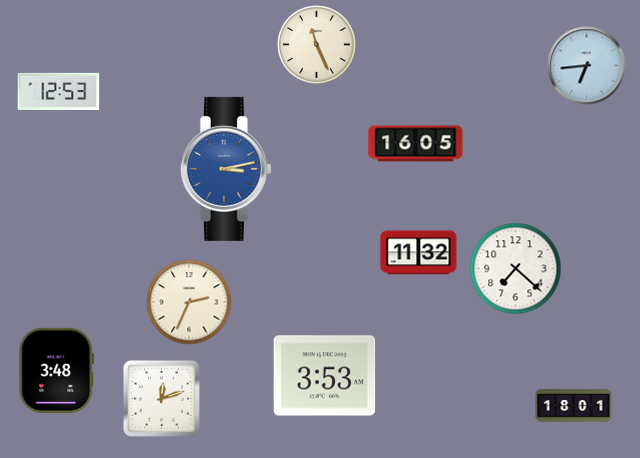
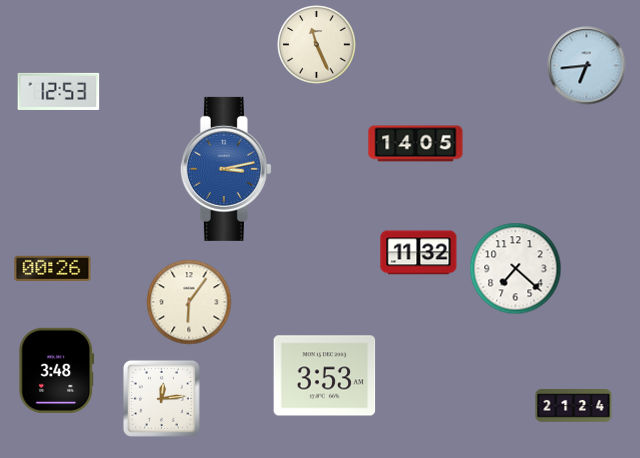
clock at (416, 144): 16:05 -> 14:05
clock at (53, 268): none -> 00:26
clock at (189, 302): 2:34 -> 6:06
clock at (161, 398): 12:12 -> 12:14
clock at (574, 406): 18:01 -> 21:24
